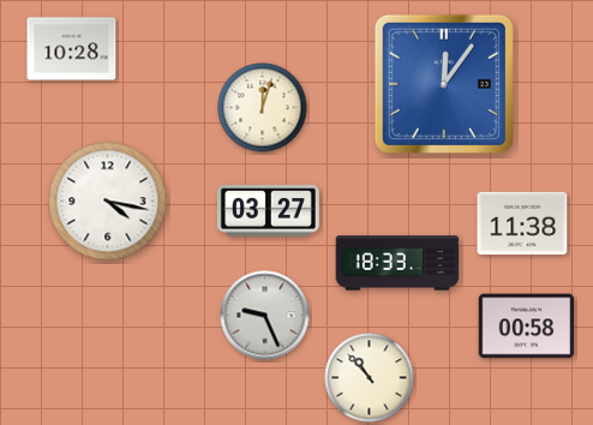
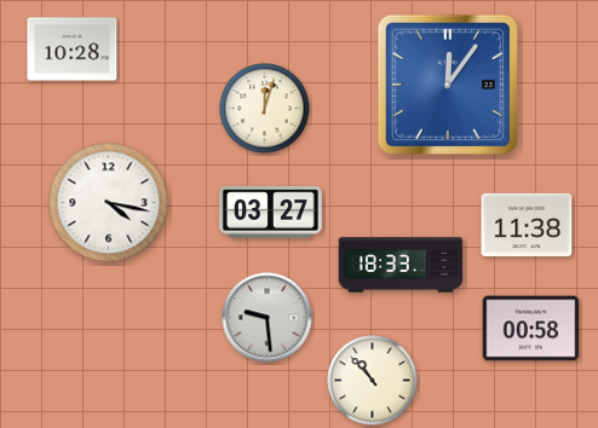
clock at (265, 316): 9:26 -> 9:29
